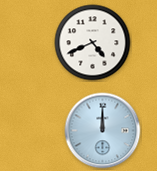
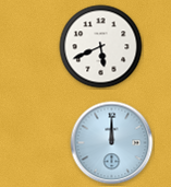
clock at (93, 43): 4:41 -> 5:41
